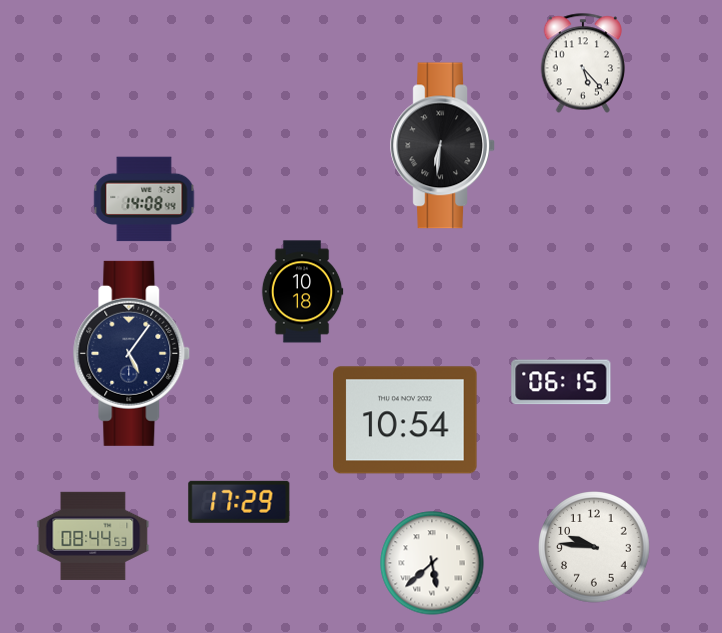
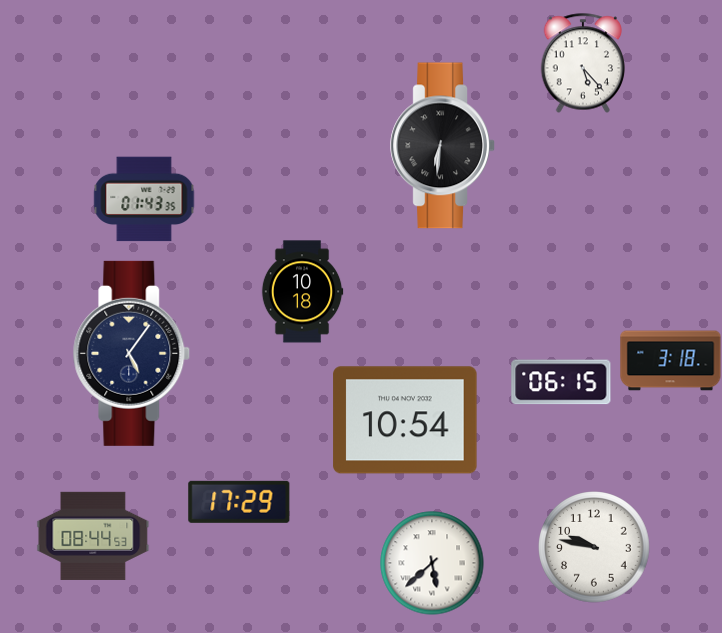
clock at (144, 199): 14:08 -> 01:43
clock at (671, 361): none -> 3:18
clock at (594, 547): 9:46 -> 9:47
